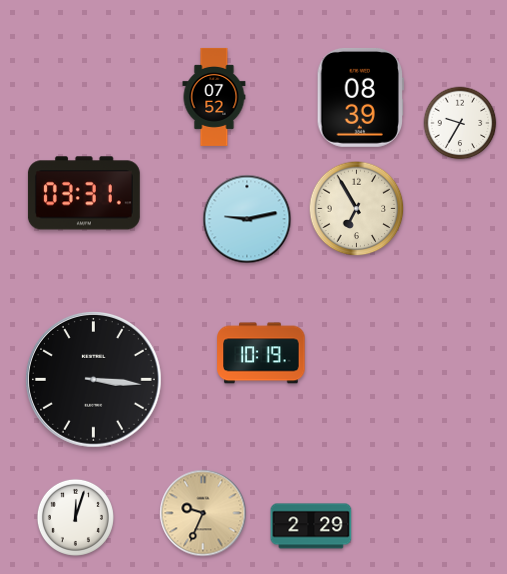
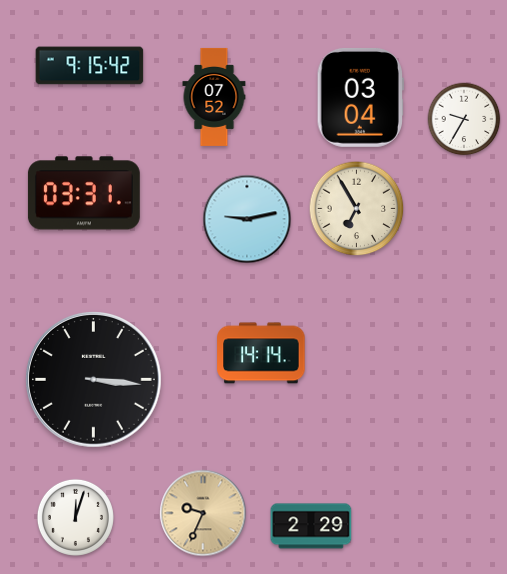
clock at (90, 66): none -> 9:15
clock at (360, 97): 08:39 -> 03:04
clock at (460, 123) position: (460, 123) -> (464, 119)
clock at (261, 353): 10:19 -> 14:14
